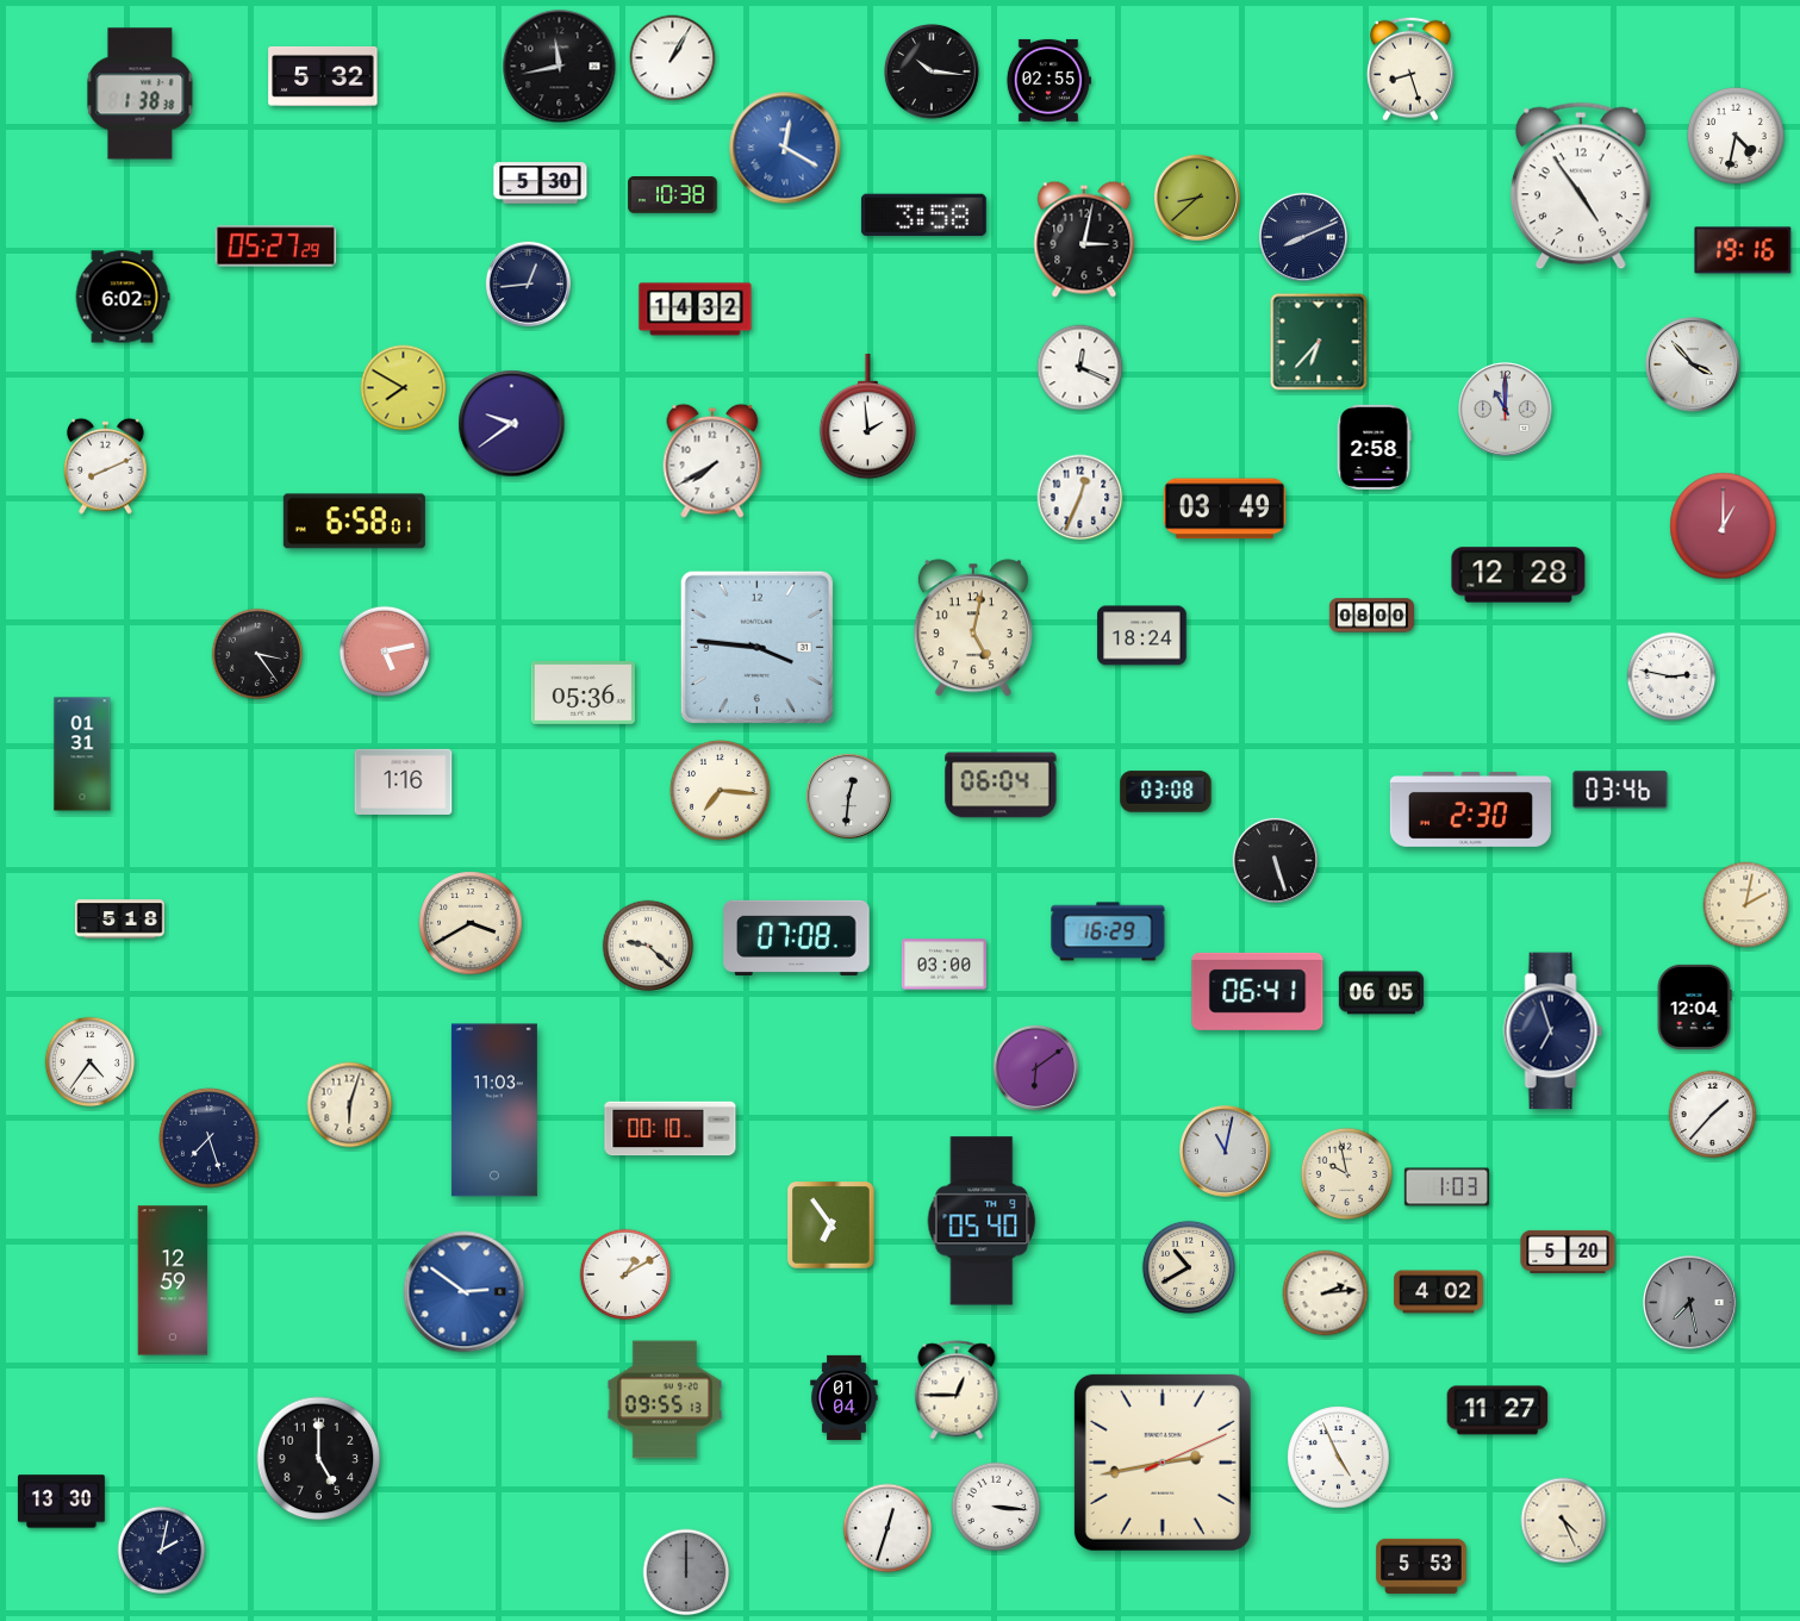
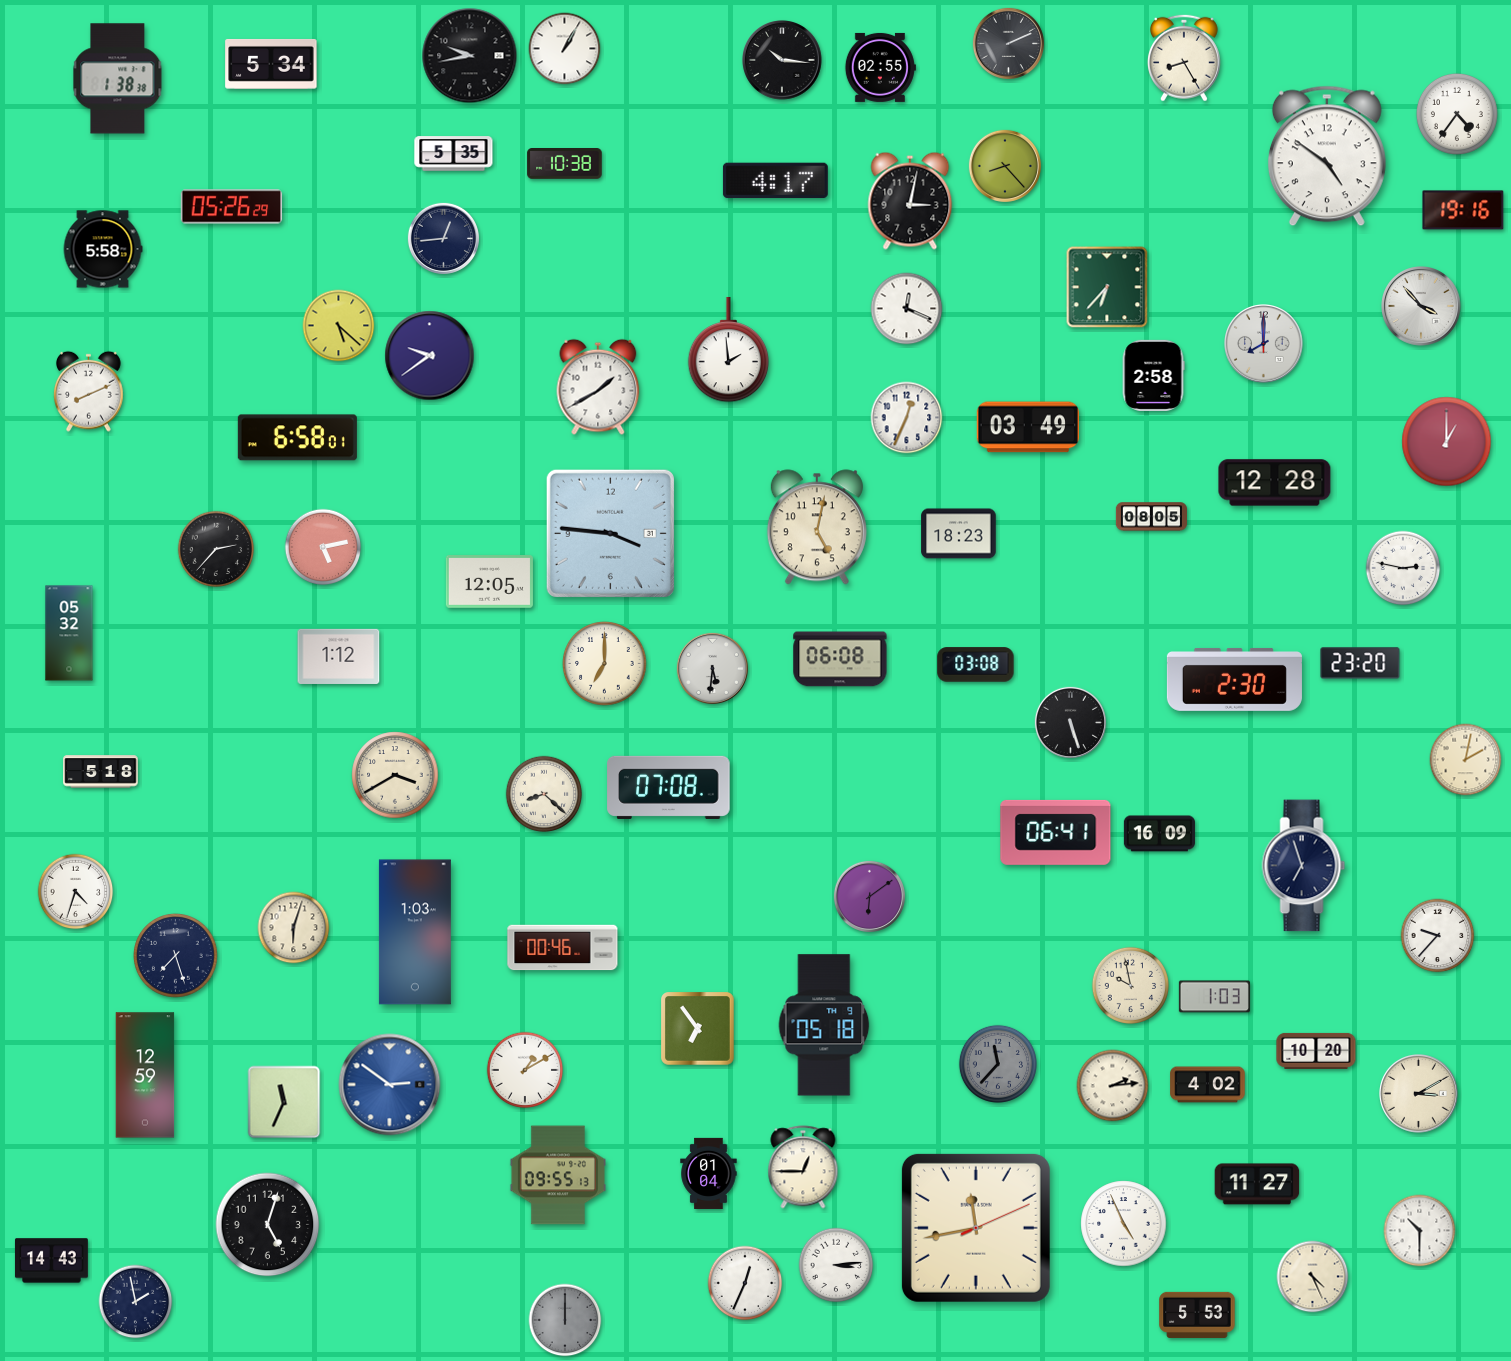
clock at (1008, 43): none -> 2:11
clock at (560, 67): 11:43 -> 9:43
clock at (1410, 69): 8:27 -> 8:25
clock at (323, 76): 5:32 -> 5:34
clock at (1736, 136): 4:32 -> 4:36
clock at (785, 148): 12:20 -> none
clock at (541, 183): 5:30 -> 5:35
clock at (1581, 186): 4:54 -> 4:51
clock at (1197, 198): 8:38 -> 8:23
clock at (923, 216): 3:58 -> 4:17
clock at (1303, 237): 8:11 -> none
clock at (276, 247): 05:27 -> 05:26
clock at (123, 297): 6:02 -> 5:58
clock at (696, 310): 14:32 -> none
clock at (404, 388): 7:50 -> 5:22
clock at (1506, 410): 11:00 -> 8:00
clock at (712, 461): 7:40 -> 1:40
clock at (1371, 616): 08:00 -> 08:05
clock at (1142, 636): 18:24 -> 18:23
clock at (756, 647) position: (756, 647) -> (610, 533)
clock at (257, 654): 3:24 -> 2:37
clock at (583, 693): 05:36 -> 12:05
clock at (82, 754): 01:31 -> 05:32
clock at (404, 781): 1:16 -> 1:12
clock at (1001, 785): 06:04 -> 06:08
clock at (1620, 790): 03:46 -> 23:20
clock at (721, 791): 7:16 -> 7:00
clock at (1166, 792) position: (1166, 792) -> (976, 665)
clock at (848, 796): 12:31 -> 5:31
clock at (1108, 931): 16:29 -> none
clock at (648, 946): 9:22 -> 8:22
clock at (943, 965): 03:00 -> none
clock at (1381, 993): 06:05 -> 16:09
clock at (1694, 1006): 12:04 -> none
clock at (91, 1062): 4:36 -> 4:33
clock at (494, 1110): 11:03 -> 1:03
clock at (1713, 1115): 1:37 -> 9:37
clock at (671, 1129): 00:10 -> 00:46
clock at (1225, 1151): 11:02 -> none
clock at (982, 1221): 05:40 -> 05:18
clock at (1568, 1252): 5:20 -> 10:20
clock at (1189, 1267): 10:40 -> 11:37
clock at (1189, 1267) dial: cream -> grey
clock at (1690, 1303): 7:28 -> 3:10
clock at (1690, 1303) dial: grey -> cream
clock at (284, 1102): none -> 11:34
clock at (319, 1459): 5:00 -> 5:03
clock at (1163, 1463): 2:43 -> 11:43
clock at (1420, 1231): none -> 10:30
clock at (61, 1502): 13:30 -> 14:43
clock at (996, 1507): 3:16 -> 3:14
clock at (887, 1528): 12:33 -> 12:34
clock at (162, 1551): 2:02 -> 1:58
clock at (1421, 1566) position: (1421, 1566) -> (1197, 1315)
clock at (686, 1572) position: (686, 1572) -> (565, 1320)
